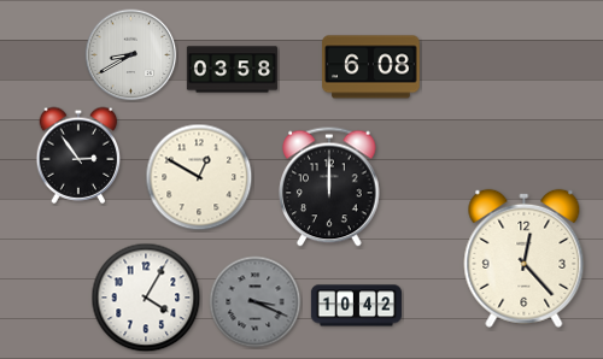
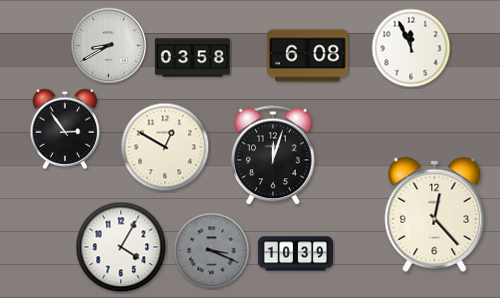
clock at (411, 48): none -> 11:56
clock at (329, 187): 12:00 -> 12:03
clock at (356, 306): 10:42 -> 10:39
